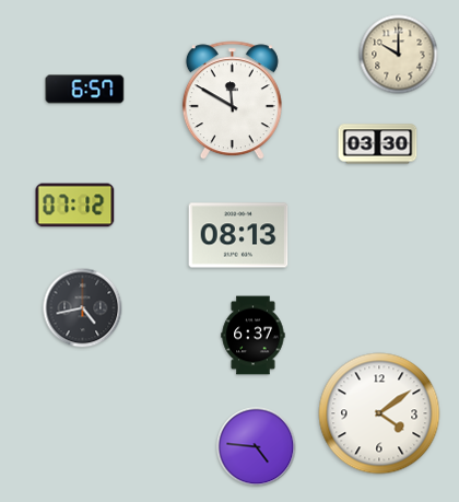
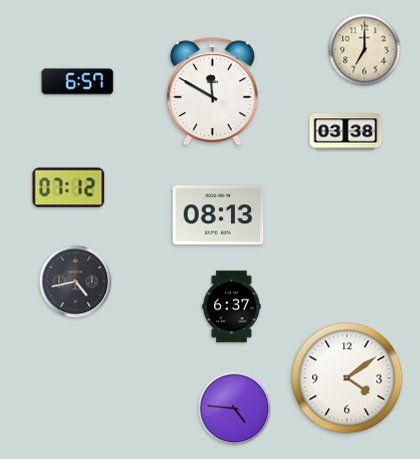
clock at (399, 55): 10:00 -> 7:00
clock at (378, 144): 03:30 -> 03:38
